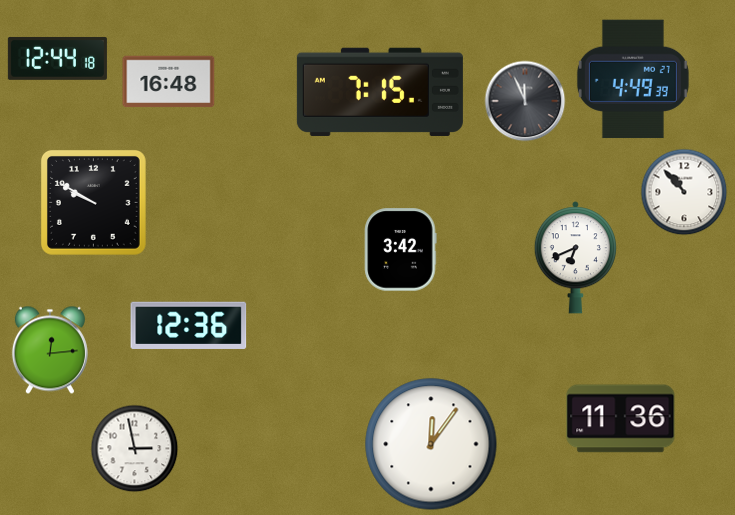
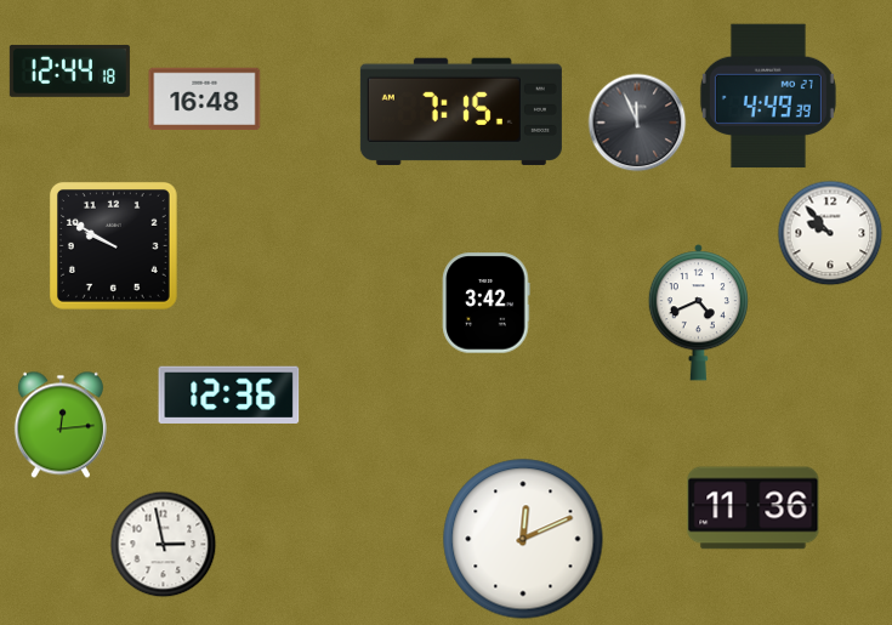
clock at (684, 192): 10:53 -> 9:53
clock at (575, 258): 6:41 -> 4:41
clock at (431, 444): 12:06 -> 12:11
